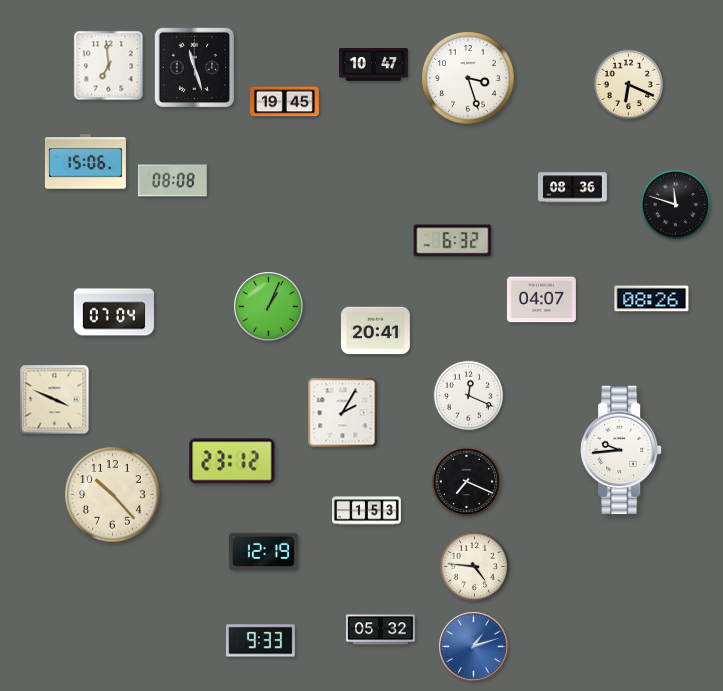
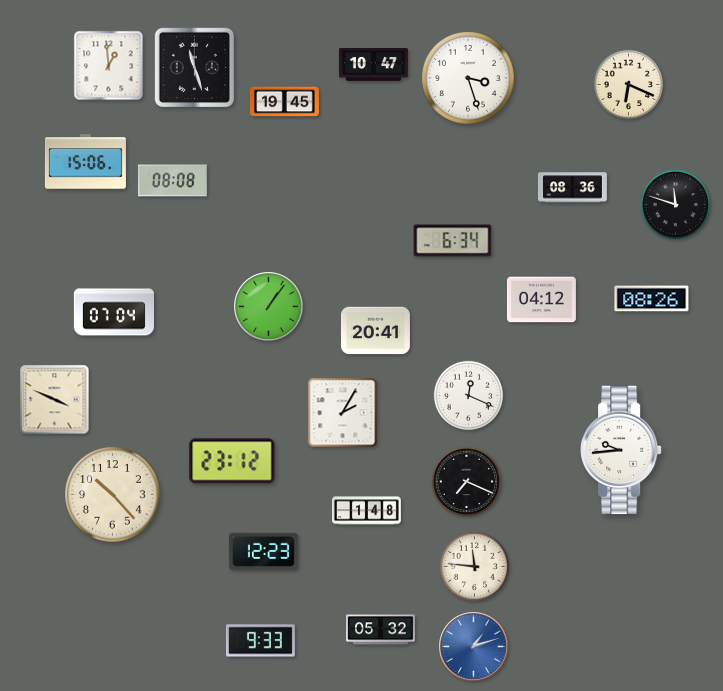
clock at (109, 66): 6:59 -> 12:59
clock at (453, 241): 6:32 -> 6:34
clock at (541, 300): 04:07 -> 04:12
clock at (269, 307): 1:04 -> 1:06
clock at (367, 511): 1:53 -> 1:48
clock at (263, 551): 12:19 -> 12:23
clock at (475, 567): 4:46 -> 11:46
